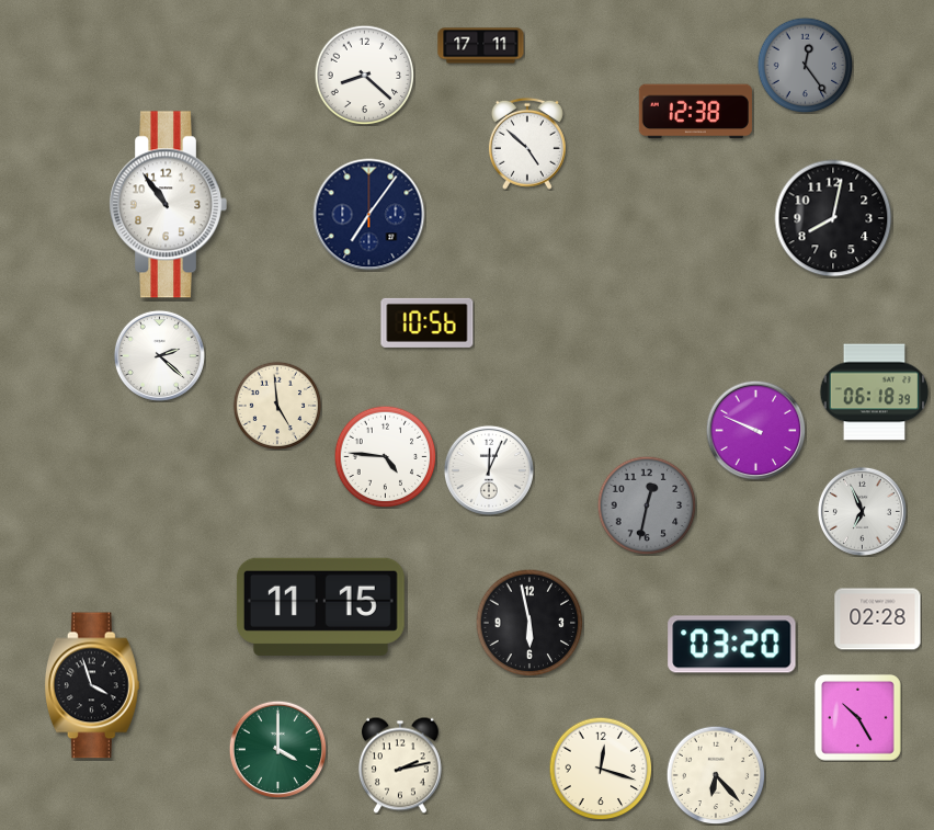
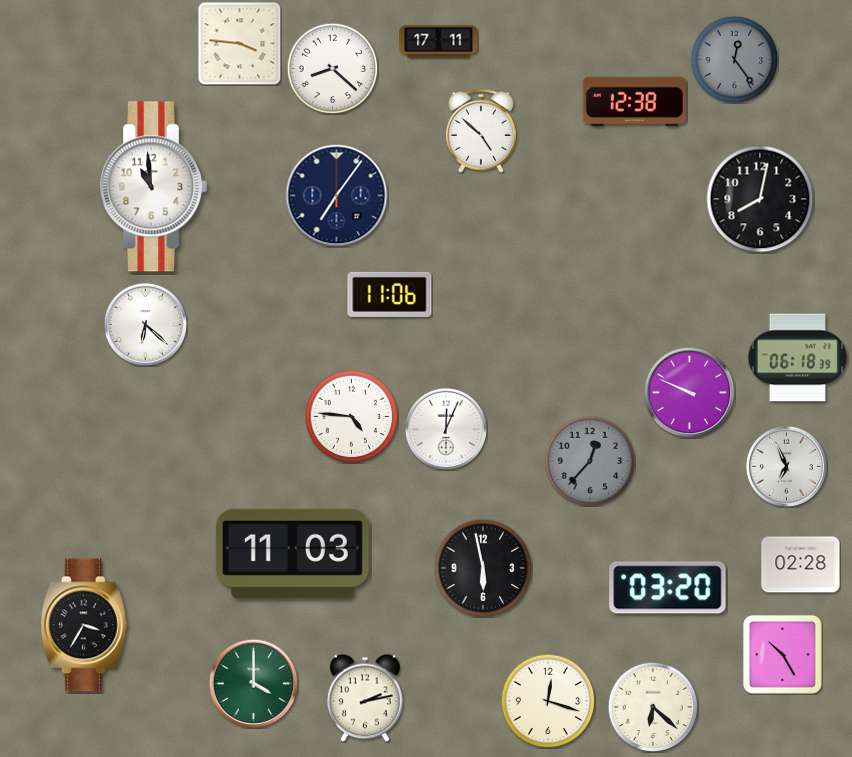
clock at (239, 43): none -> 3:46
clock at (168, 205): 10:54 -> 10:59
clock at (428, 322): 10:56 -> 11:06
clock at (159, 355): 2:22 -> 6:22
clock at (276, 405): 4:59 -> none
clock at (647, 505): 12:32 -> 12:37
clock at (320, 606): 11:15 -> 11:03
clock at (92, 685): 3:57 -> 3:35
clock at (716, 775): 6:23 -> 6:22
